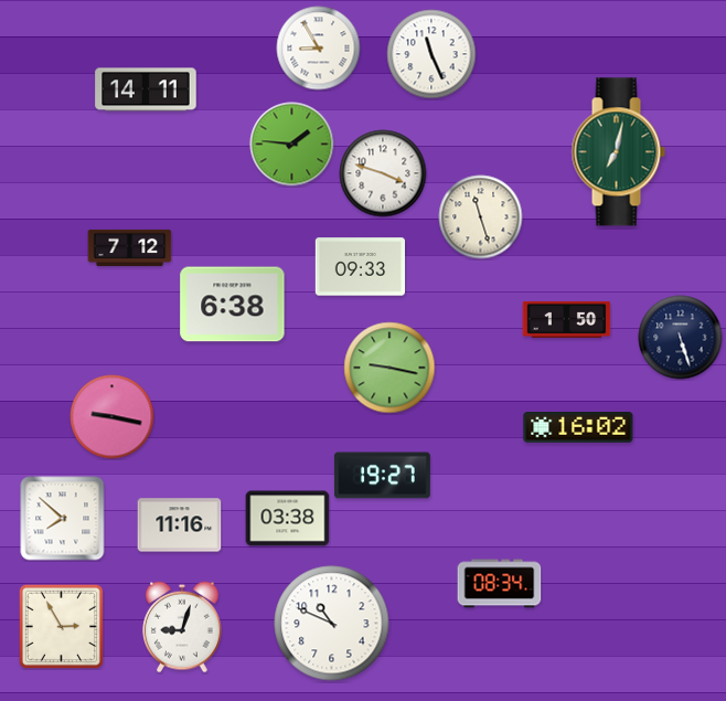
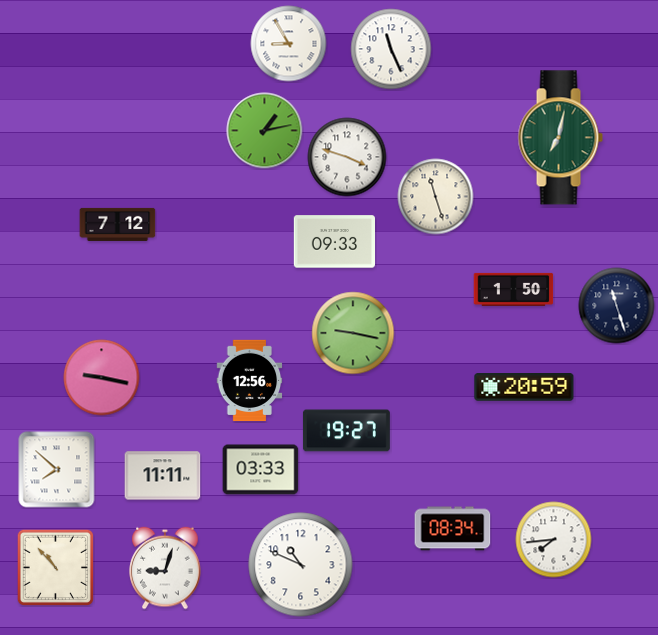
clock at (146, 89): 14:11 -> none
clock at (292, 145): 1:46 -> 1:13
clock at (360, 267) position: (360, 267) -> (334, 242)
clock at (233, 305): 6:38 -> none
clock at (681, 338): 5:27 -> 11:27
clock at (250, 381): none -> 12:56
clock at (578, 428): 16:02 -> 20:59
clock at (288, 519): 03:38 -> 03:33
clock at (180, 525): 11:16 -> 11:11
clock at (554, 540): none -> 7:44
clock at (61, 626): 2:55 -> 10:53
